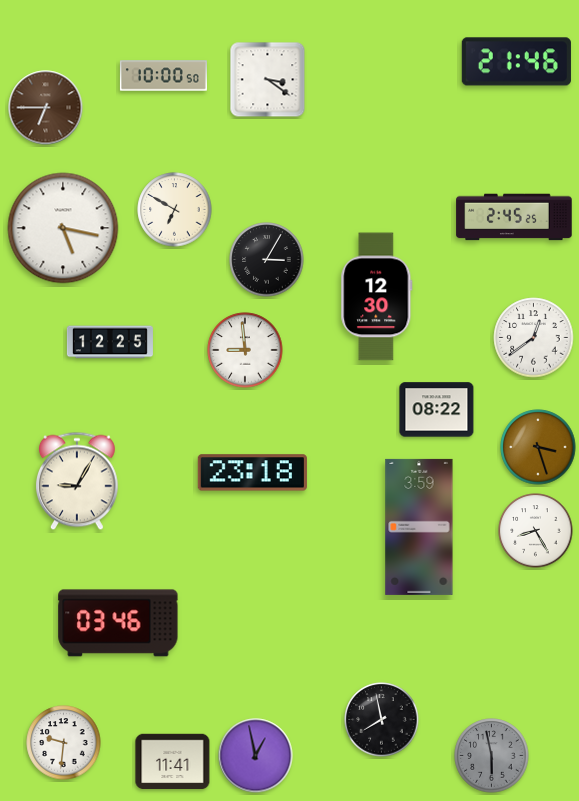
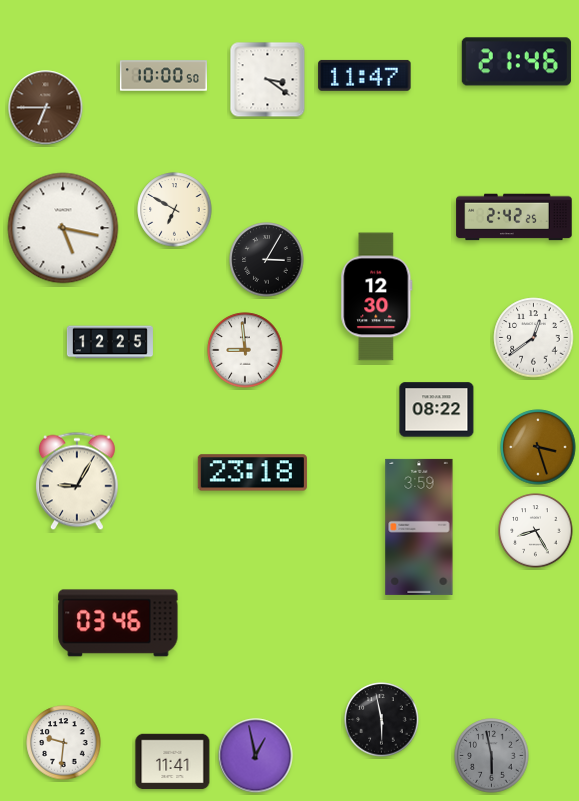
clock at (365, 75): none -> 11:47
clock at (514, 217): 2:45 -> 2:42
clock at (382, 720): 7:58 -> 5:58
